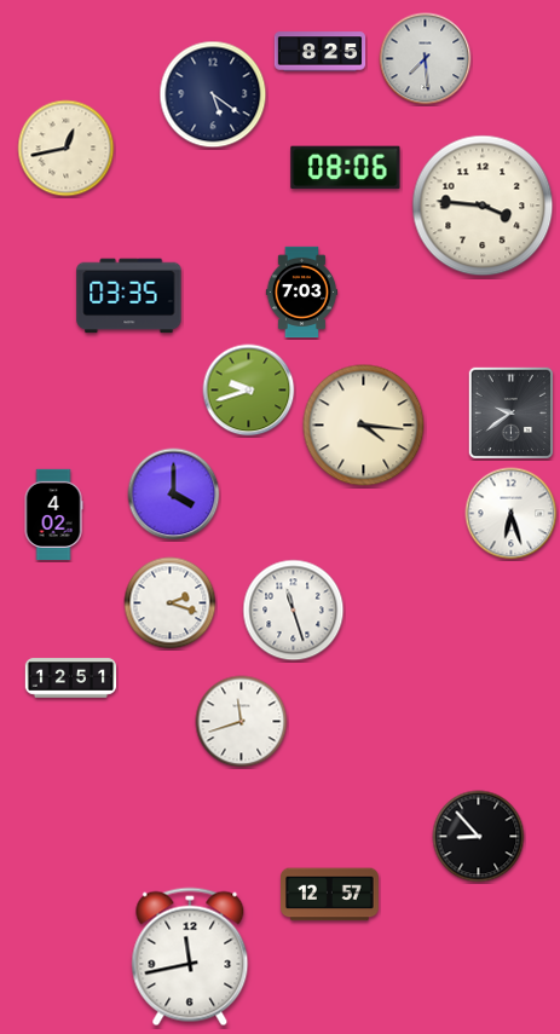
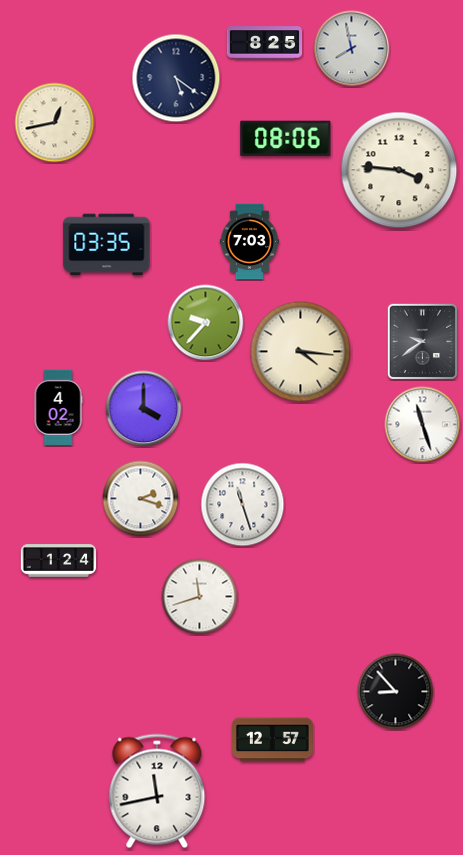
clock at (426, 59): 7:29 -> 7:58
clock at (249, 391): 9:42 -> 9:37
clock at (512, 514): 6:27 -> 11:27
clock at (53, 515) position: (53, 515) -> (58, 408)
clock at (71, 678): 12:51 -> 1:24
